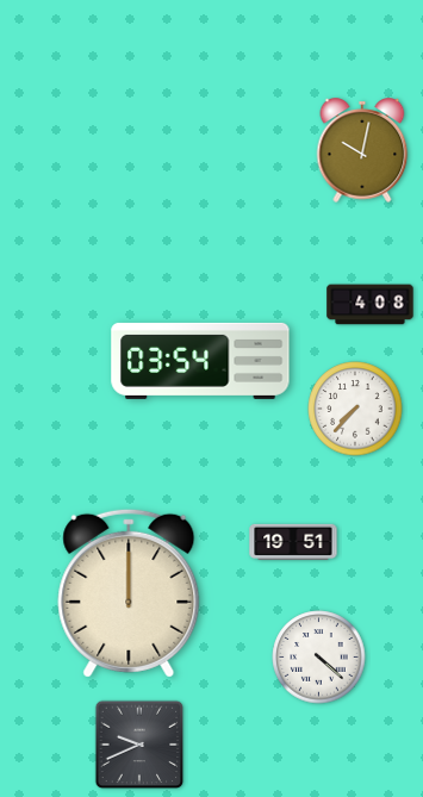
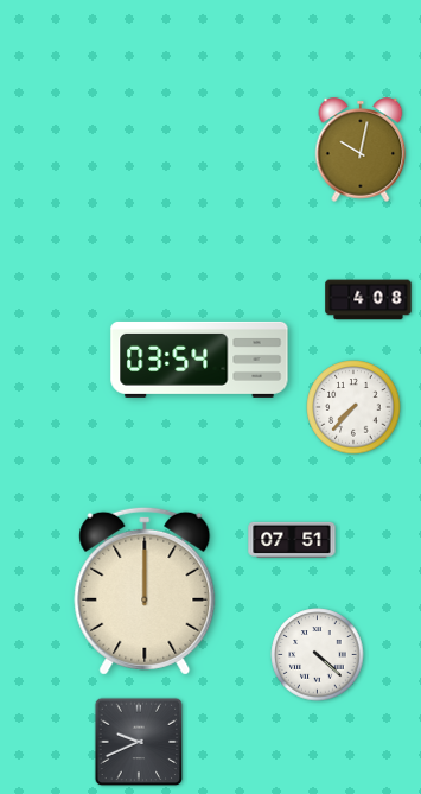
clock at (371, 305) position: (371, 305) -> (369, 300)
clock at (293, 542): 19:51 -> 07:51
clock at (129, 593) position: (129, 593) -> (145, 591)
